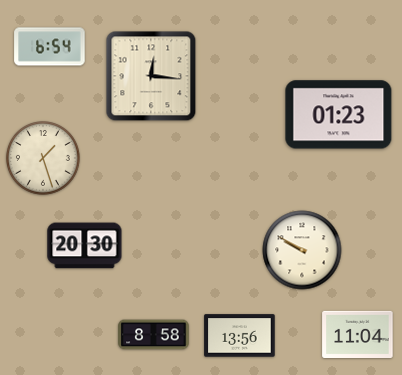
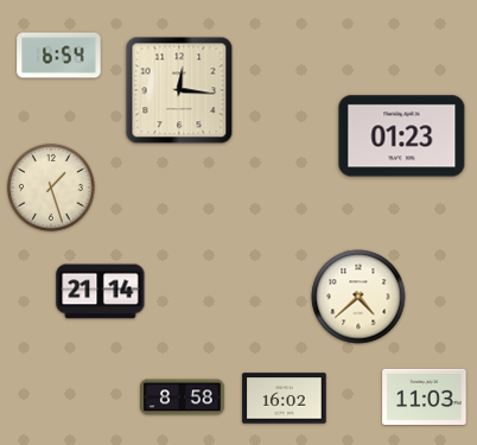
clock at (85, 246): 20:30 -> 21:14
clock at (302, 250): 9:50 -> 4:38
clock at (358, 334): 11:04 -> 11:03
clock at (240, 336): 13:56 -> 16:02
